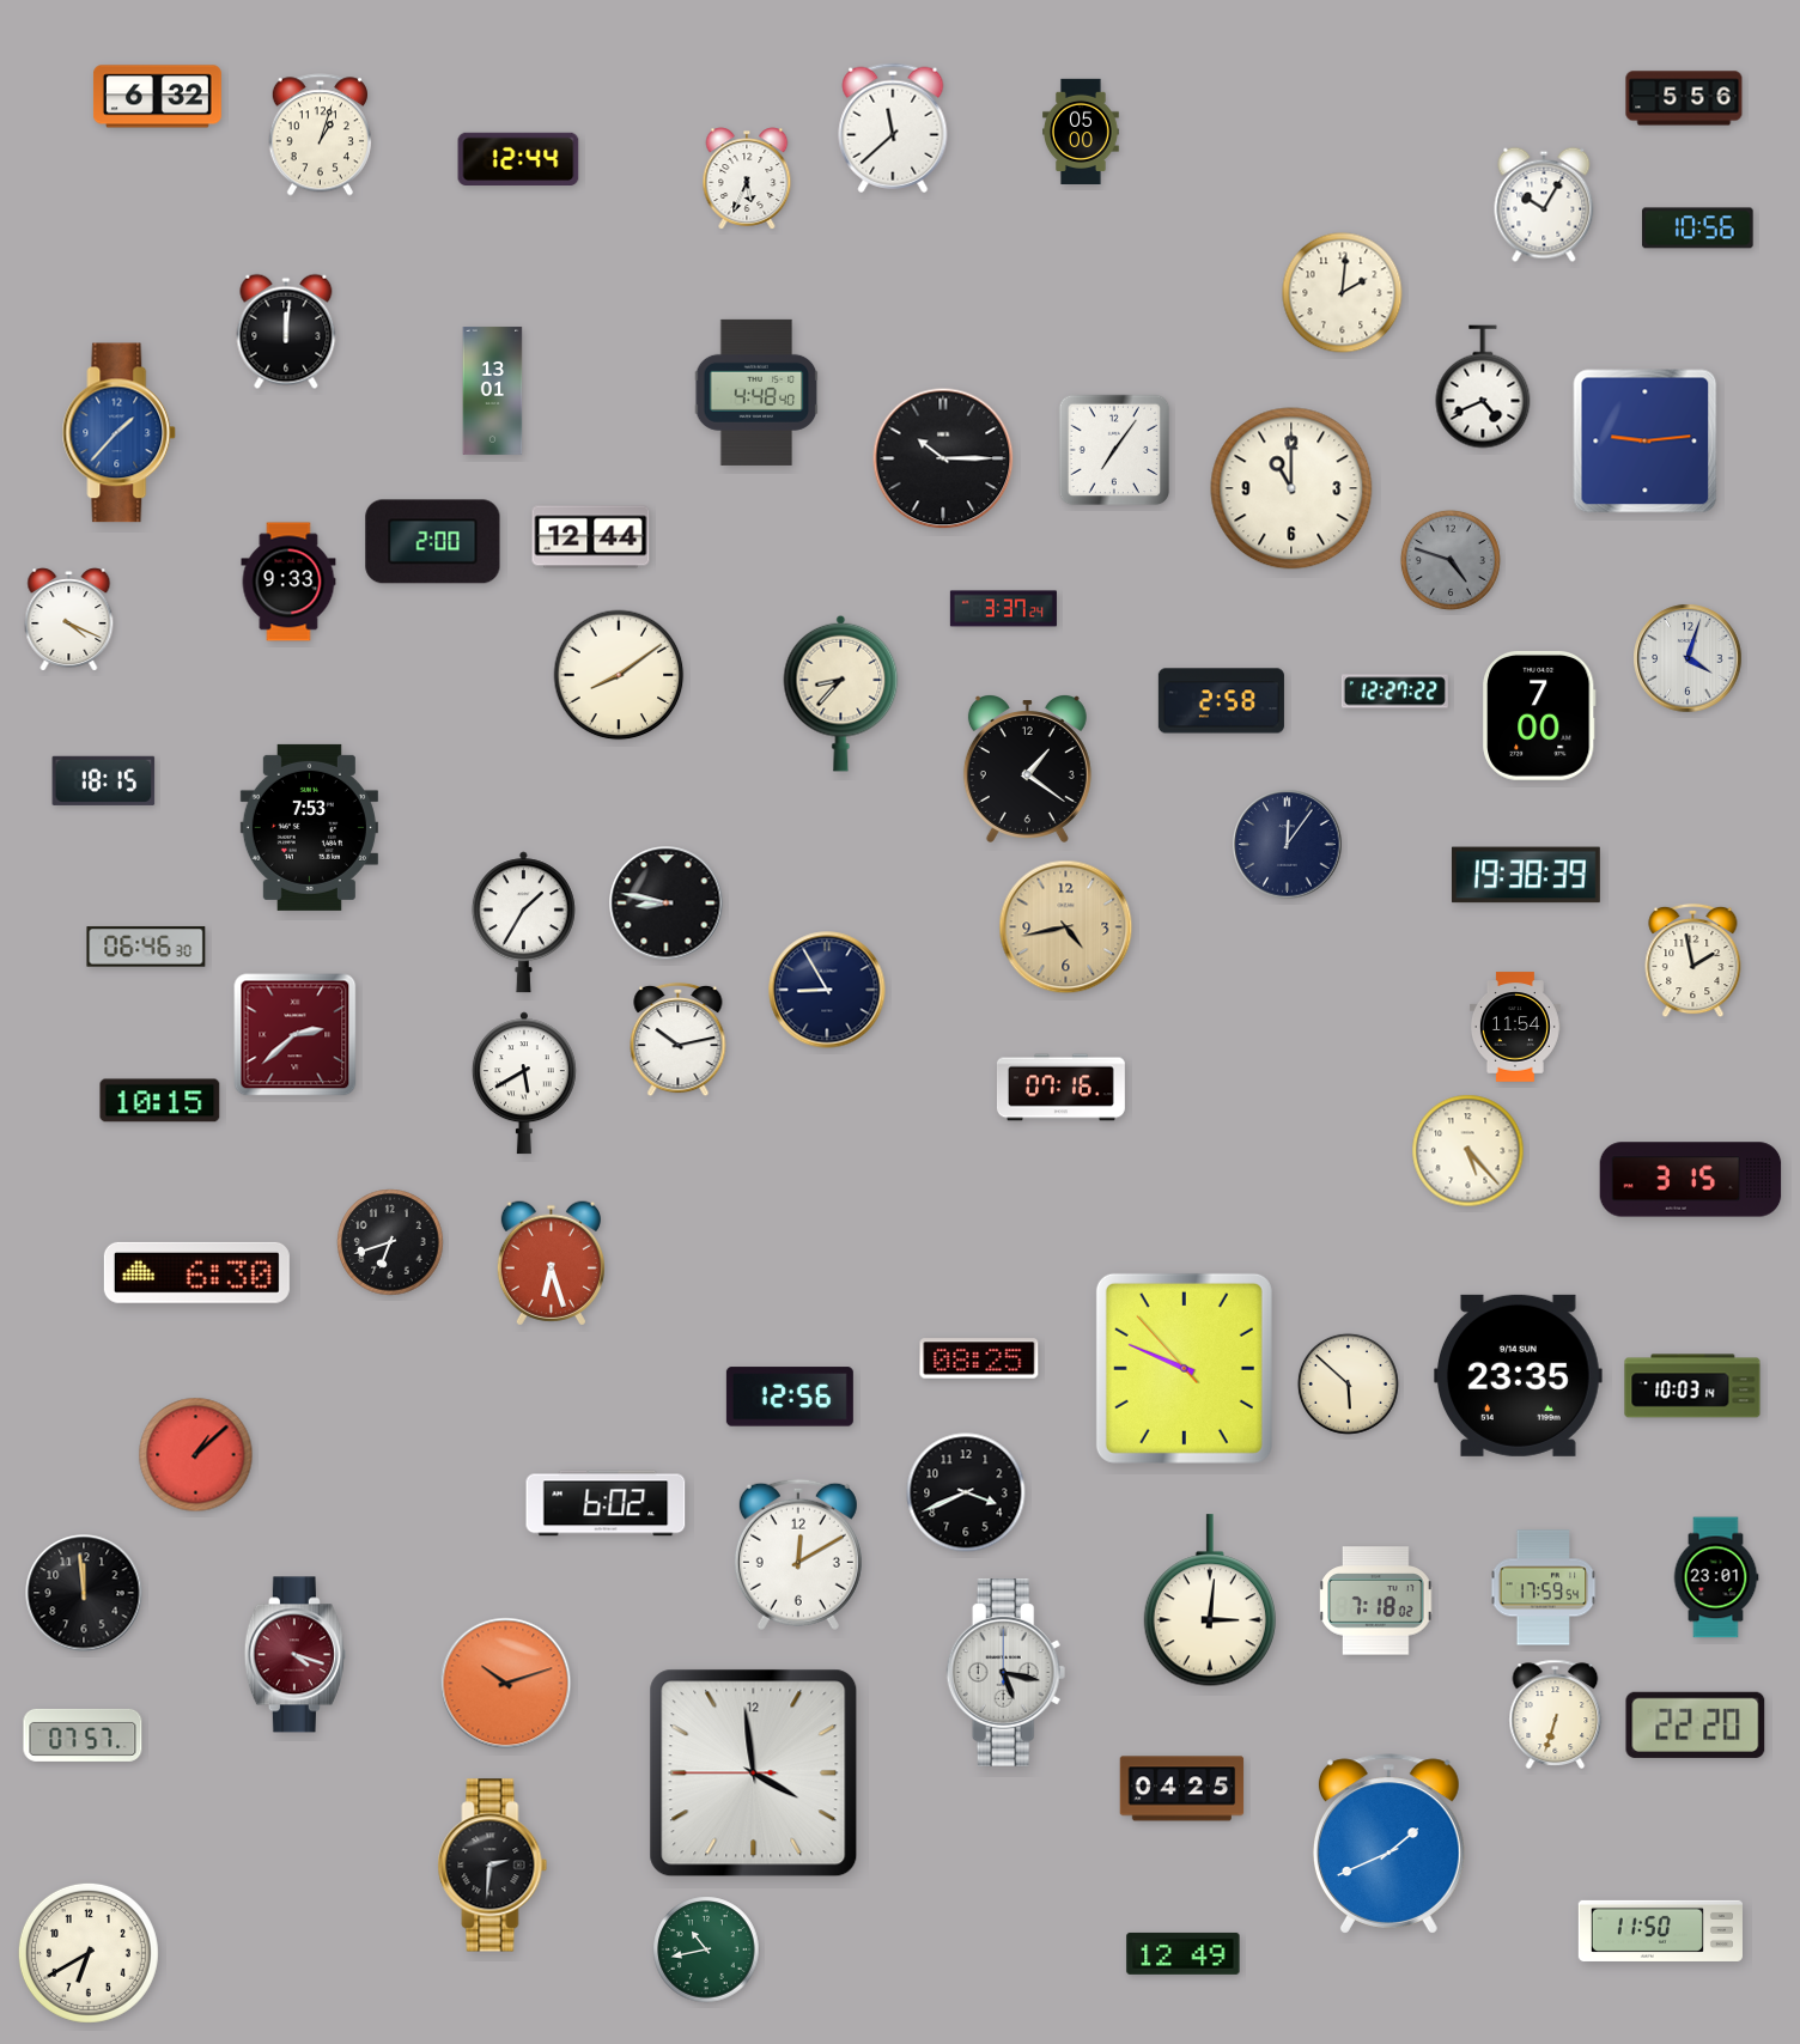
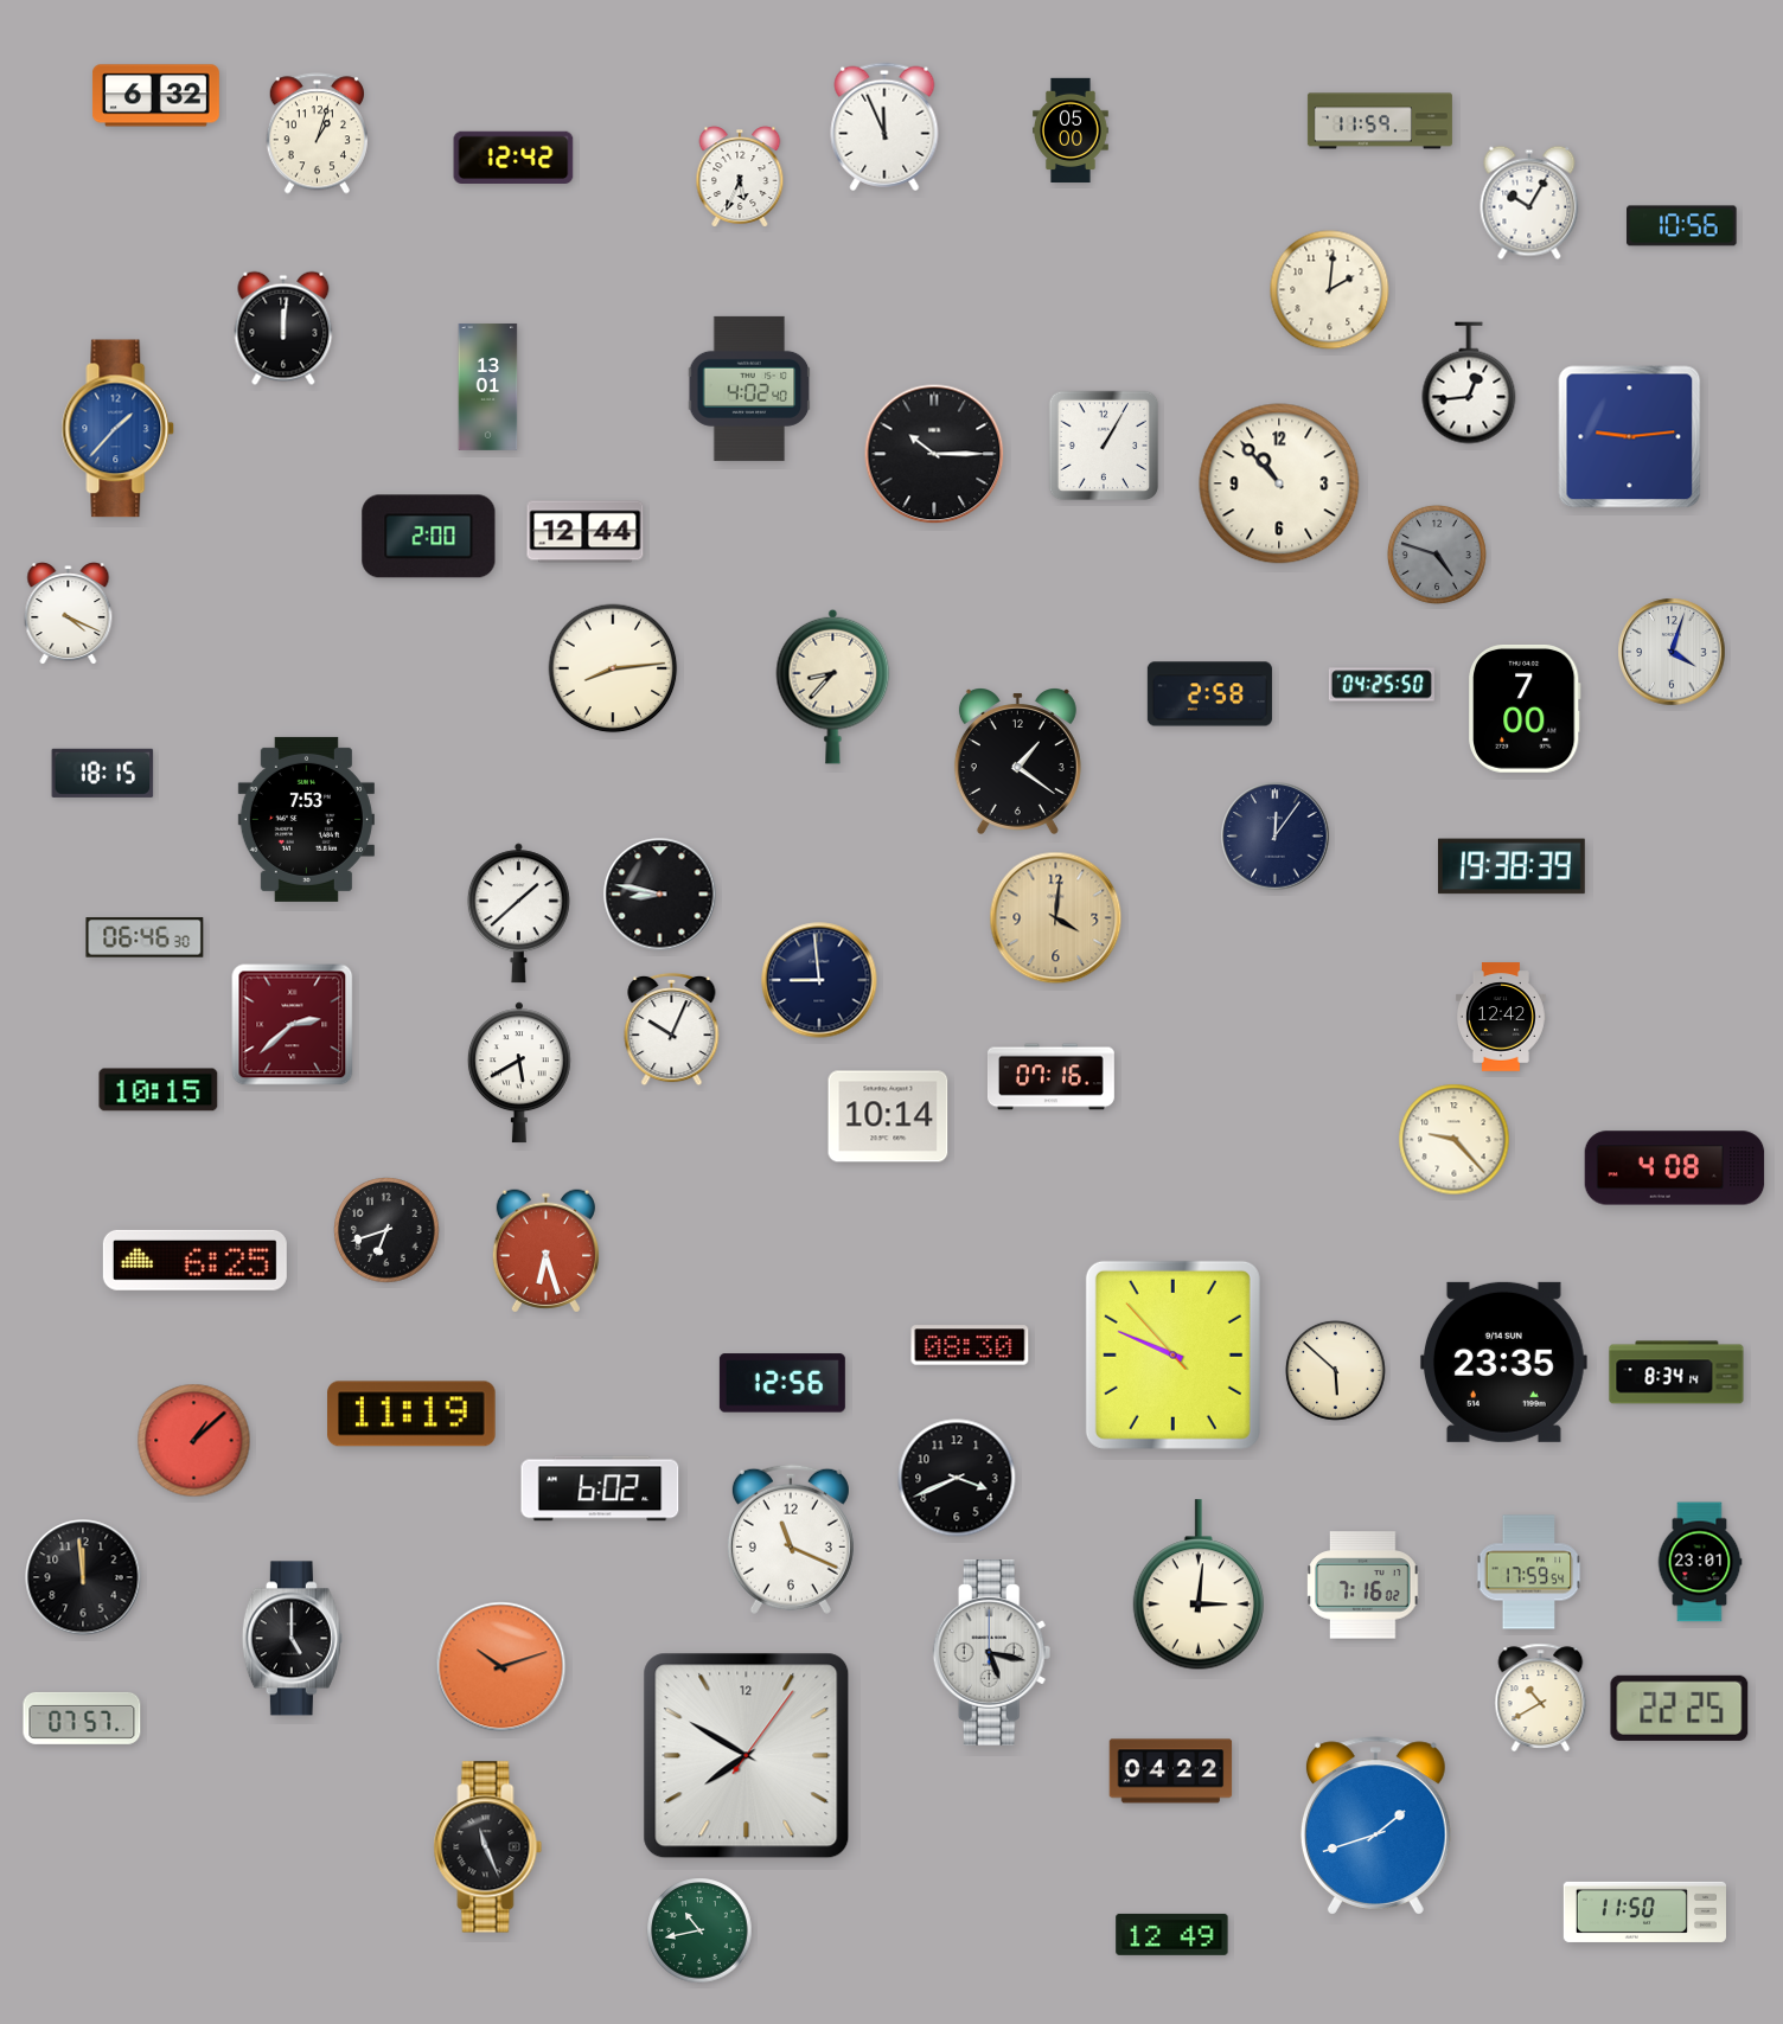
clock at (1684, 98): 5:56 -> none
clock at (1380, 121): none -> 11:59
clock at (893, 128): 11:38 -> 11:56
clock at (518, 158): 12:44 -> 12:42
clock at (1483, 387): 4:41 -> 12:44
clock at (756, 393): 4:48 -> 4:02
clock at (1114, 450): 7:06 -> 1:05
clock at (1291, 488): 11:00 -> 10:53
clock at (288, 582): 9:33 -> none
clock at (1003, 609): 3:37 -> none
clock at (619, 675): 8:09 -> 8:14
clock at (1394, 692): 12:27 -> 04:25
clock at (523, 923): 1:35 -> 1:38
clock at (1066, 927): 4:43 -> 4:01
clock at (1693, 961): 1:58 -> none
clock at (827, 990): 8:55 -> 8:59
clock at (1515, 1027): 11:54 -> 12:42
clock at (679, 1040): 10:13 -> 10:04
clock at (888, 1116): none -> 10:14
clock at (1468, 1151): 5:23 -> 9:23
clock at (1691, 1180): 3:15 -> 4:08
clock at (196, 1272): 6:30 -> 6:25
clock at (979, 1358): 08:25 -> 08:30
clock at (1692, 1386): 10:03 -> 8:34
clock at (411, 1414): none -> 11:19
clock at (798, 1555): 12:10 -> 11:19
clock at (1376, 1601): 7:18 -> 7:16
clock at (294, 1655): 4:18 -> 5:00
clock at (294, 1655) dial: burgundy -> black
clock at (1007, 1672) position: (1007, 1672) -> (992, 1652)
clock at (1556, 1714): 6:33 -> 10:40
clock at (1696, 1724): 22:20 -> 22:25
clock at (754, 1774): 3:58 -> 7:50
clock at (1182, 1789): 04:25 -> 04:22
clock at (1388, 1844): 1:41 -> 1:42
clock at (493, 1866): 2:31 -> 11:26
clock at (89, 1953): 6:40 -> none
